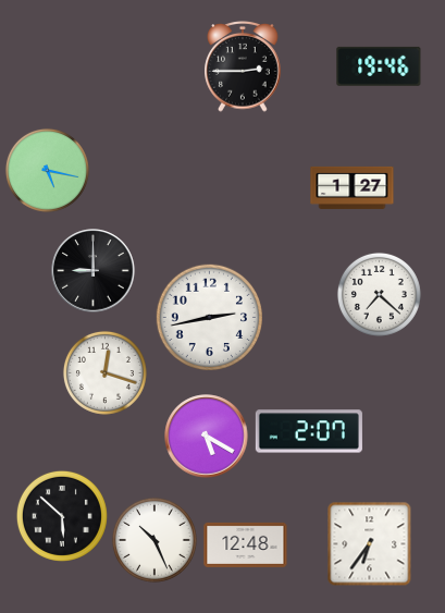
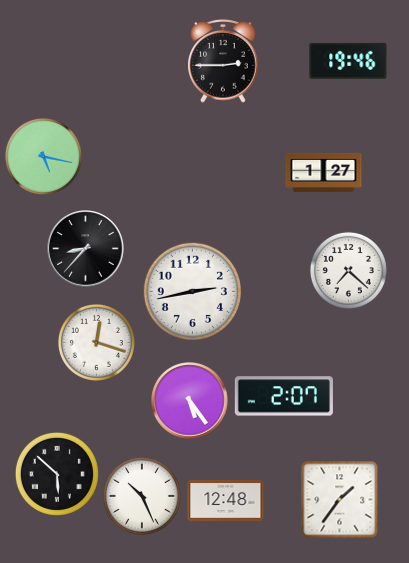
clock at (94, 271): 9:00 -> 8:37
clock at (207, 437): 5:20 -> 5:24
clock at (369, 543): 6:36 -> 1:36
